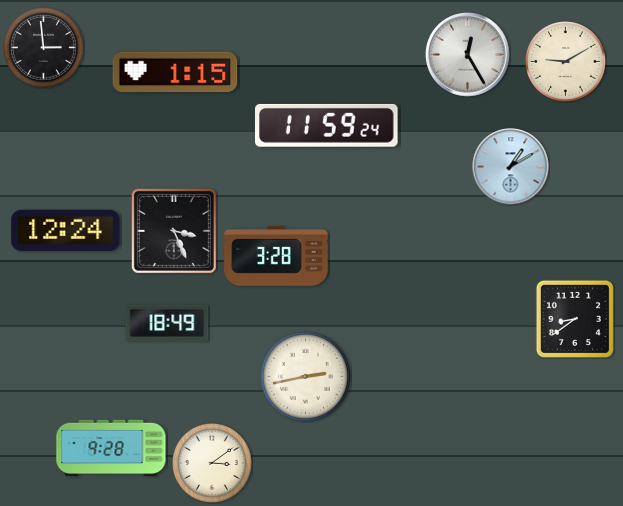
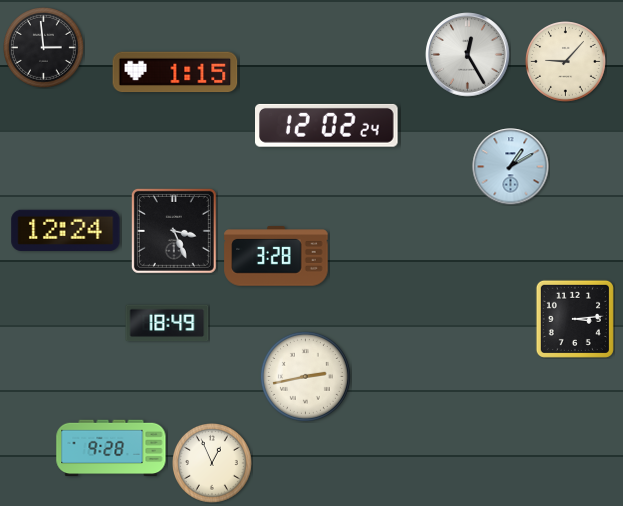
clock at (566, 62): 9:10 -> 9:07
clock at (327, 125): 11:59 -> 12:02
clock at (575, 319): 8:39 -> 3:14
clock at (213, 464): 3:09 -> 12:56
